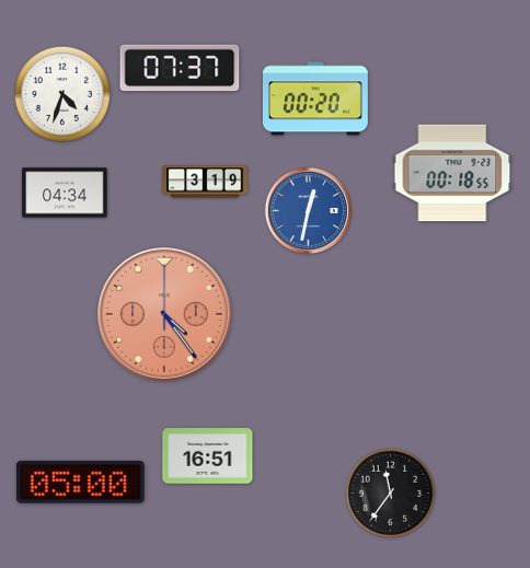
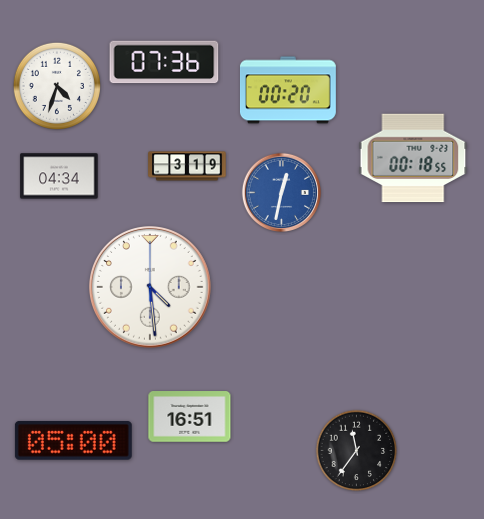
clock at (180, 68): 07:37 -> 07:36
clock at (165, 315): 4:24 -> 4:29
clock at (165, 315) dial: salmon -> white
